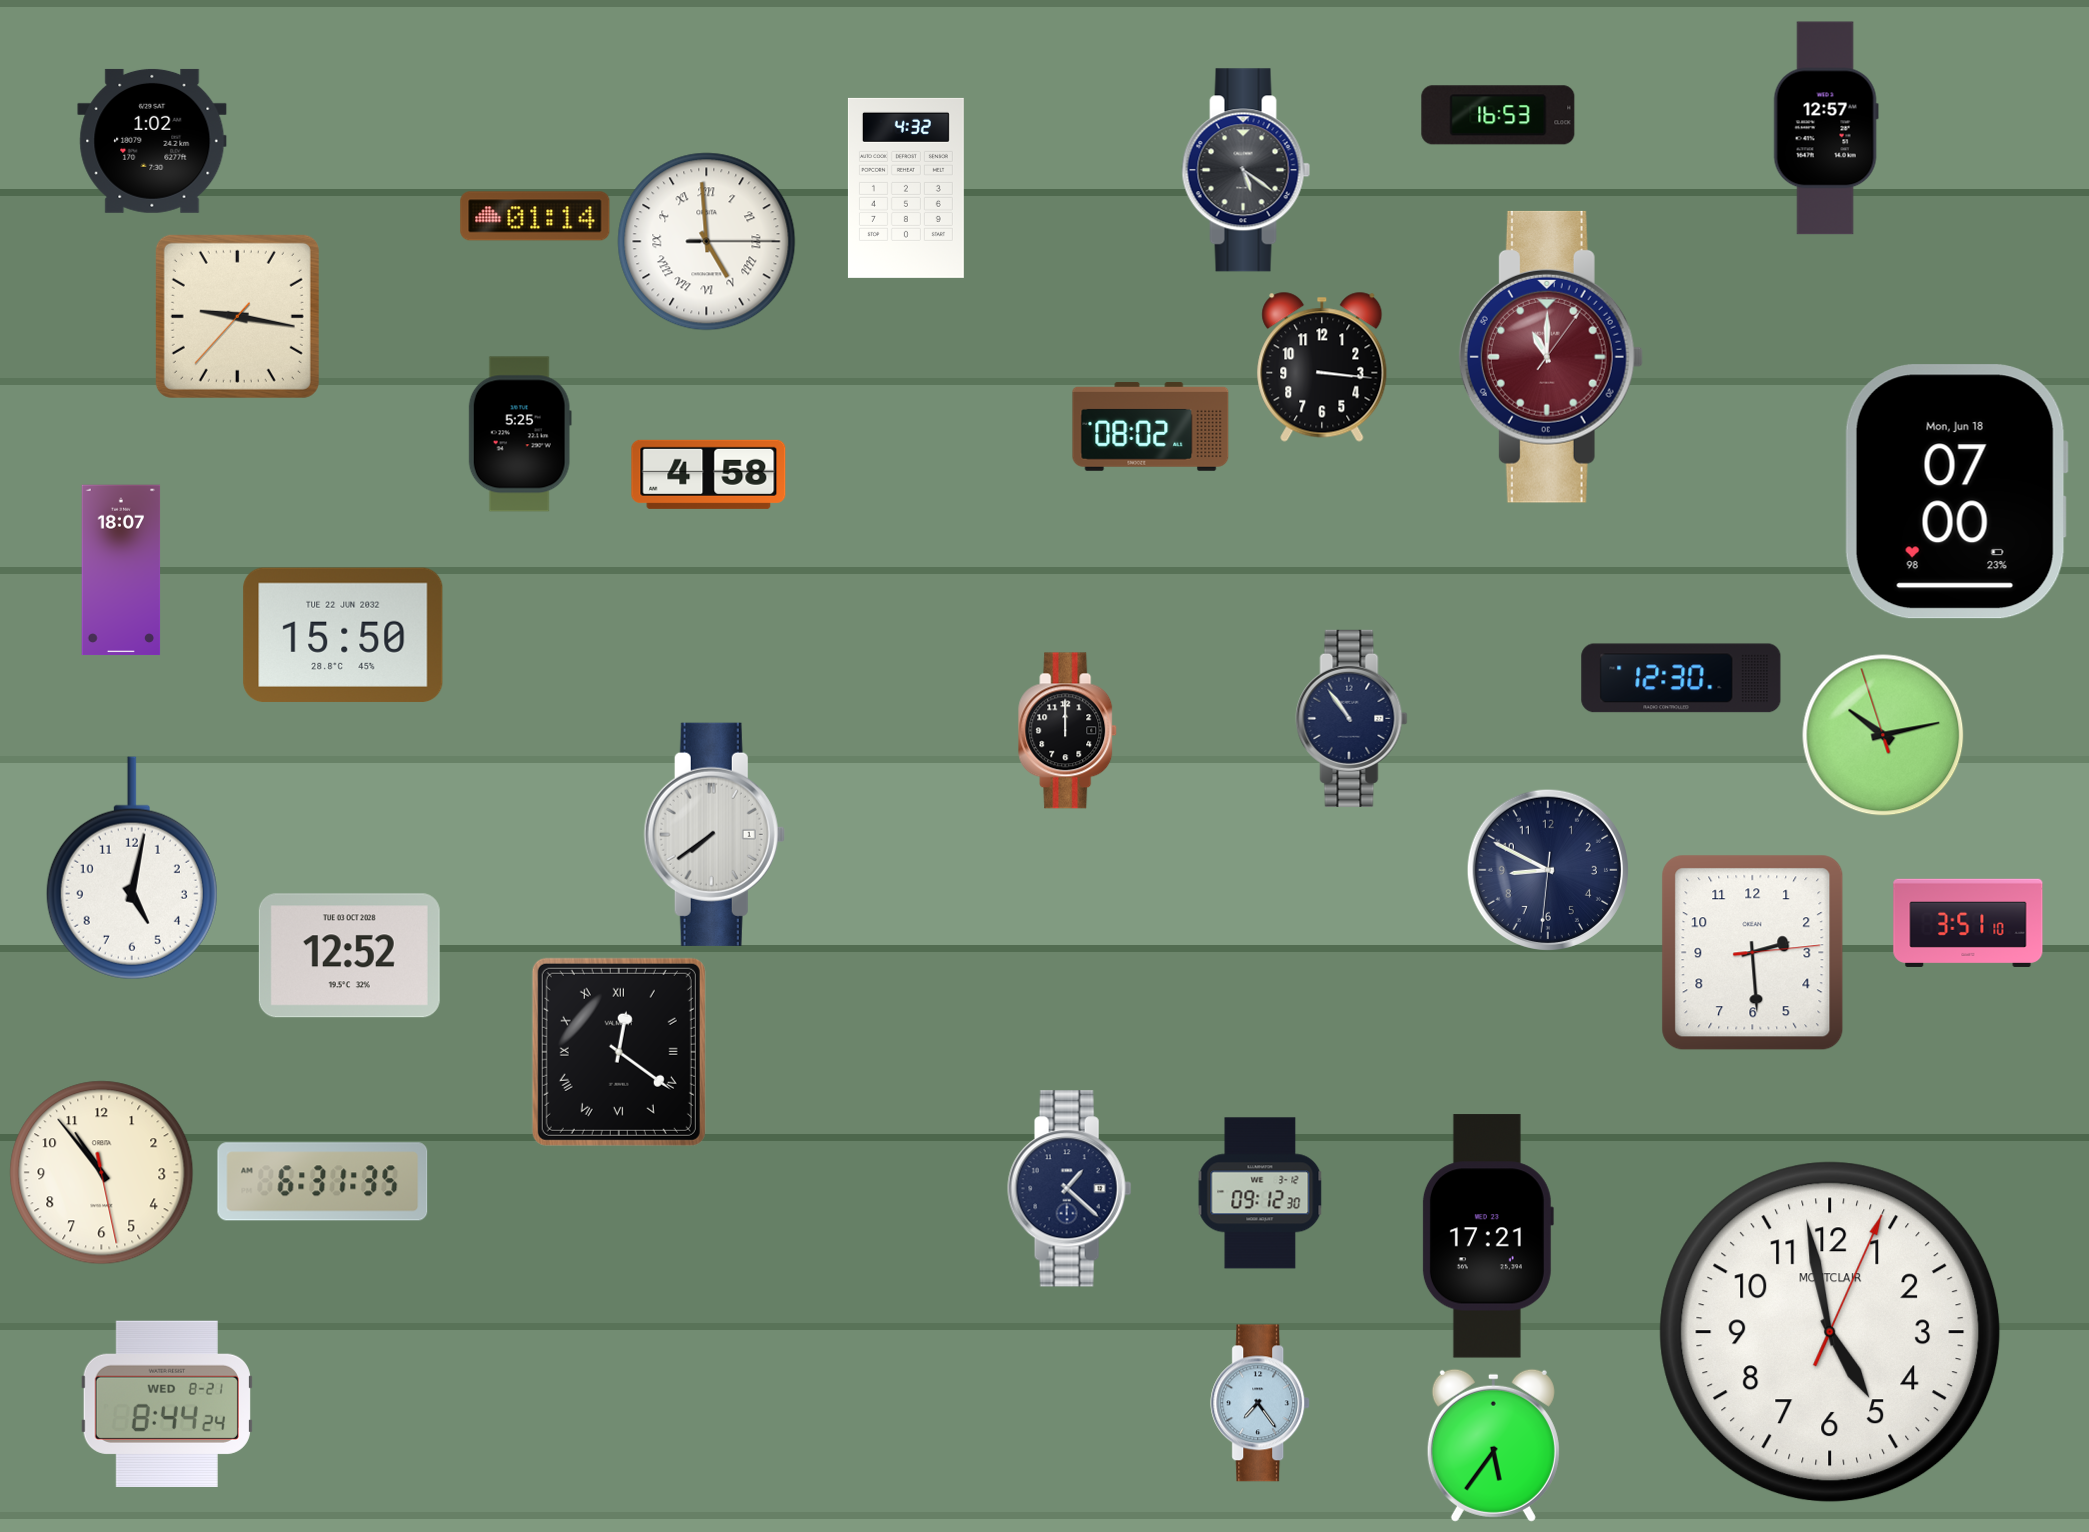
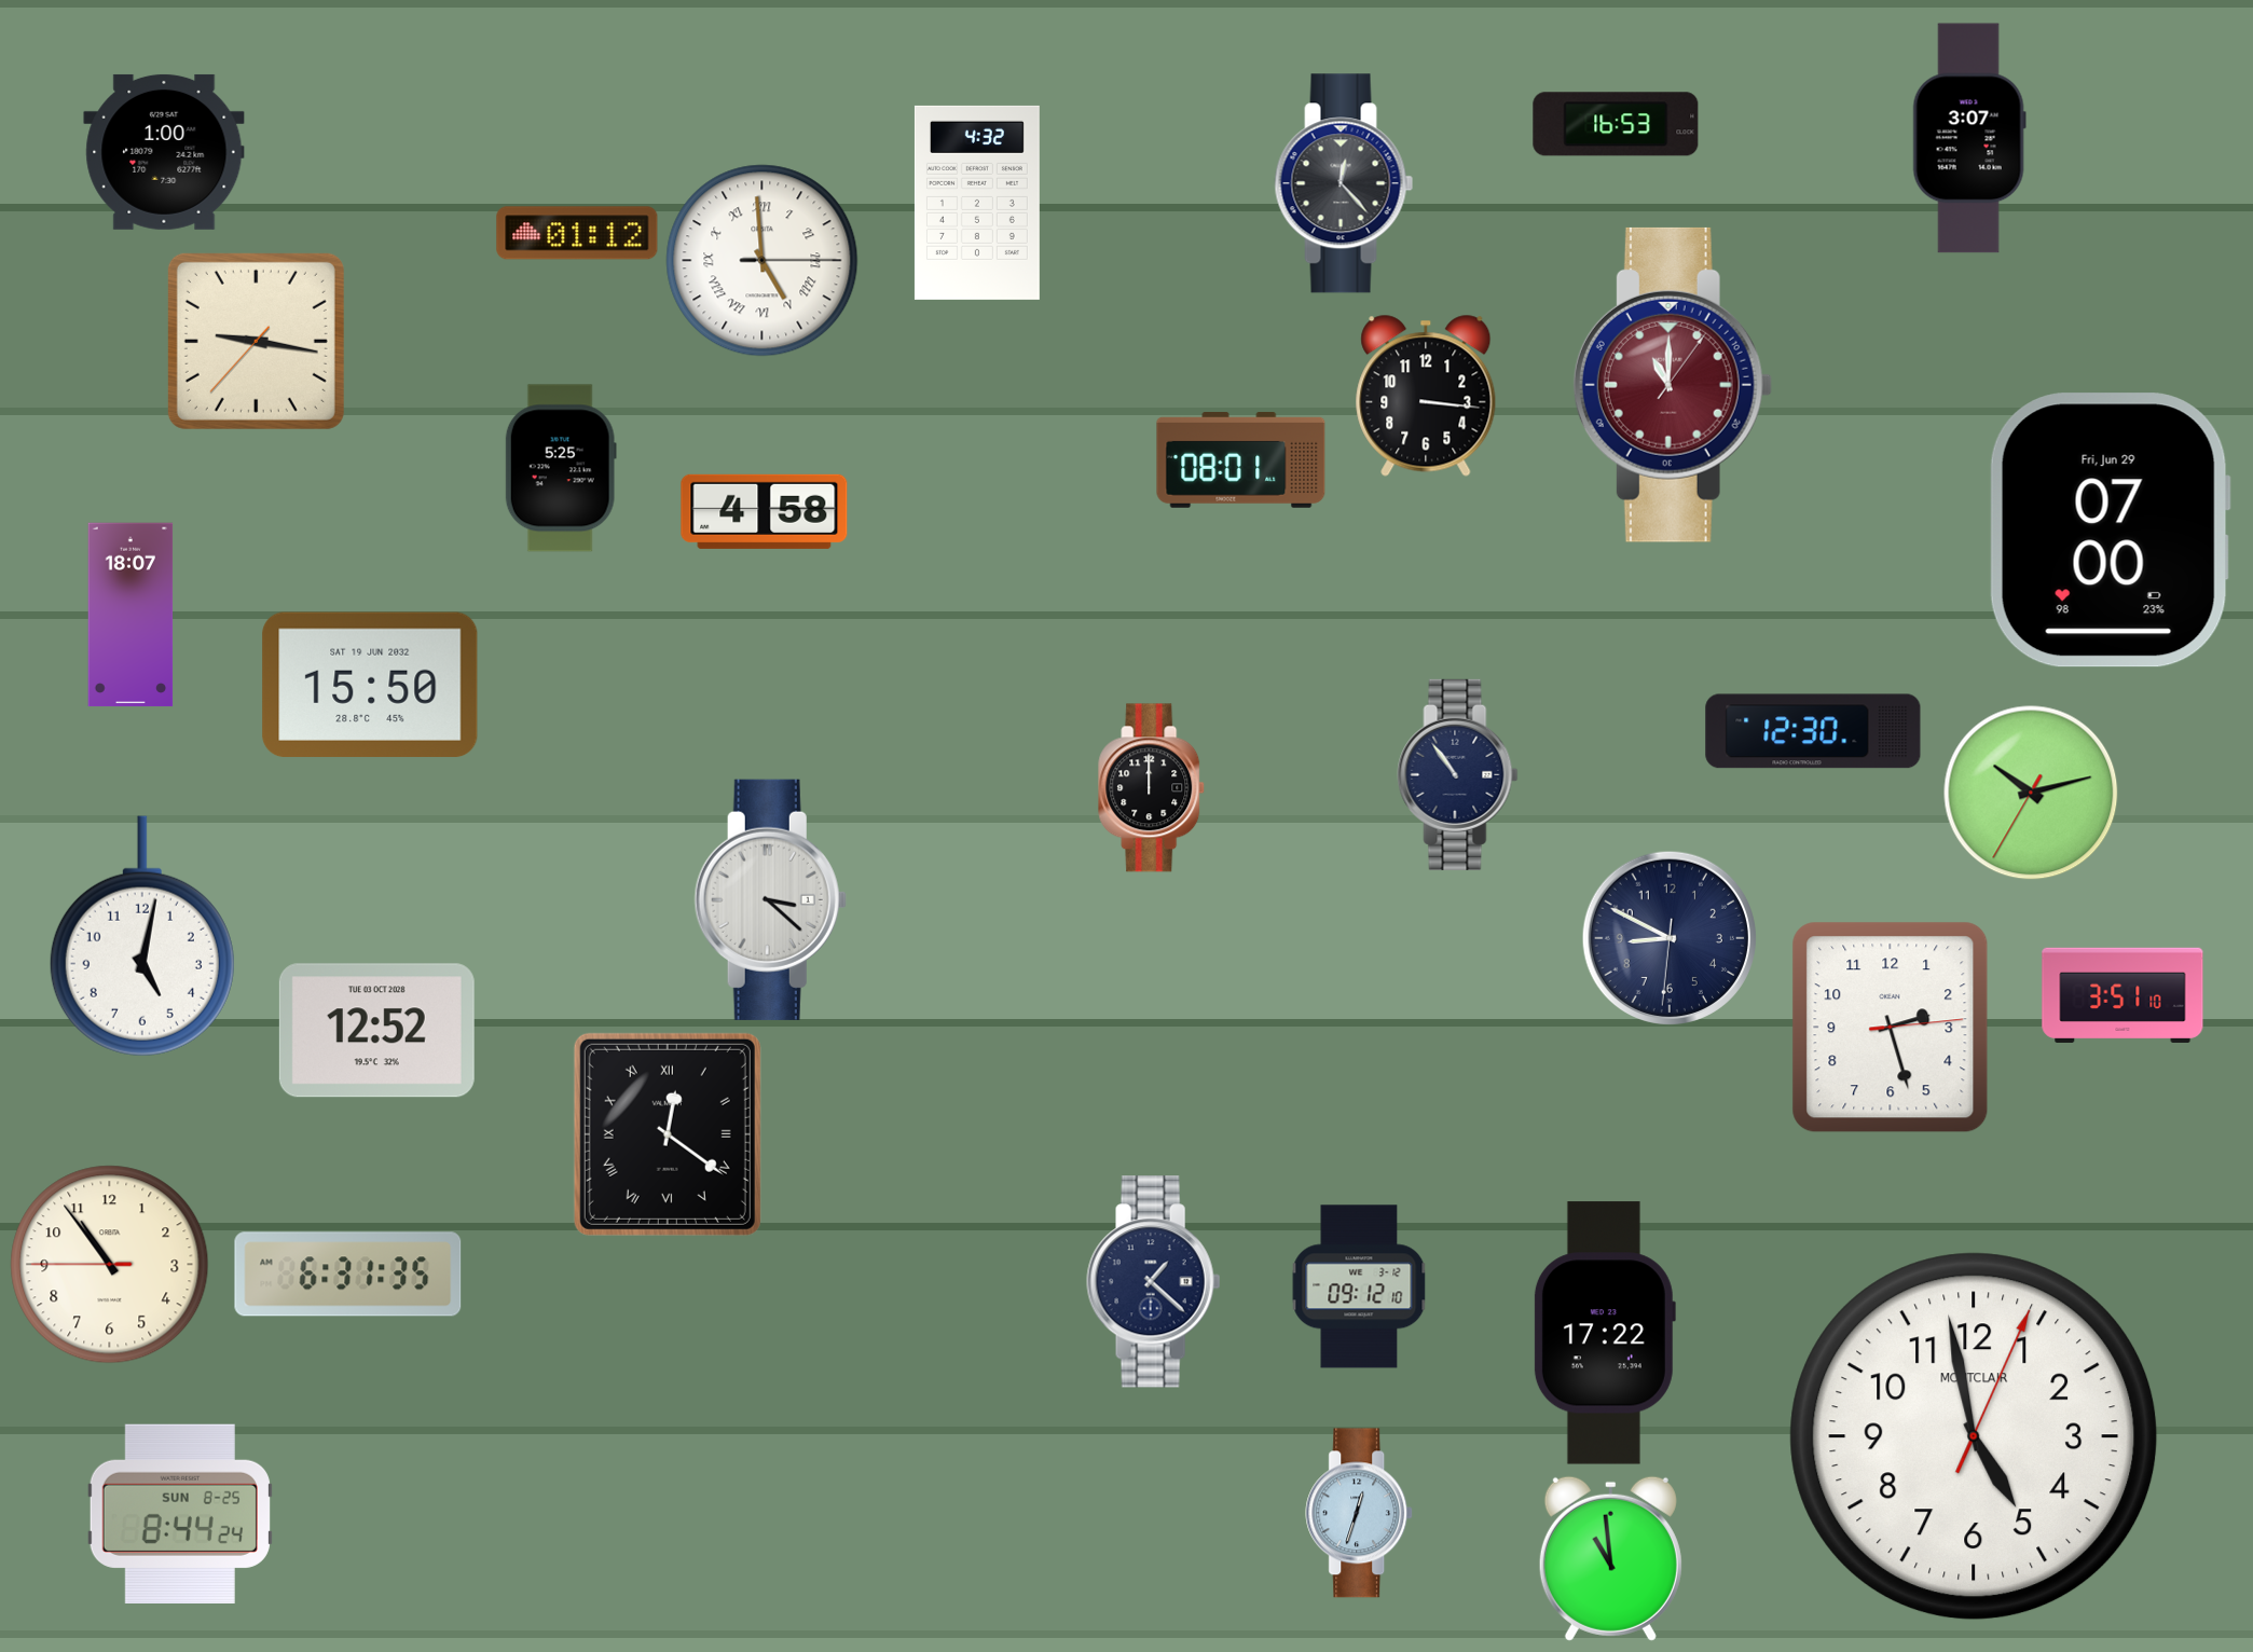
clock at (1826, 128): 12:57 -> 3:07
clock at (152, 141): 1:02 -> 1:00
clock at (1246, 170): 5:21 -> 12:23
clock at (535, 216): 01:14 -> 01:12
clock at (1151, 427): 08:02 -> 08:01
clock at (1956, 492) date: Mon, Jun 18 -> Fri, Jun 29
clock at (343, 635) date: TUE 22 JUN 2032 -> SAT 19 JUN 2032
clock at (1883, 735): 10:12:57 -> 10:12:35
clock at (714, 834): 7:39 -> 3:22
clock at (1753, 953): 2:29 -> 2:27
clock at (102, 1173): 10:53:28 -> 10:53:45
clock at (1260, 1193): 09:12:30 -> 09:12:10
clock at (1487, 1236): 17:21 -> 17:22
clock at (1261, 1403): 7:24 -> 12:33
clock at (167, 1404) date: WED 8-21 -> SUN 8-25
clock at (1493, 1445): 5:36 -> 10:59
